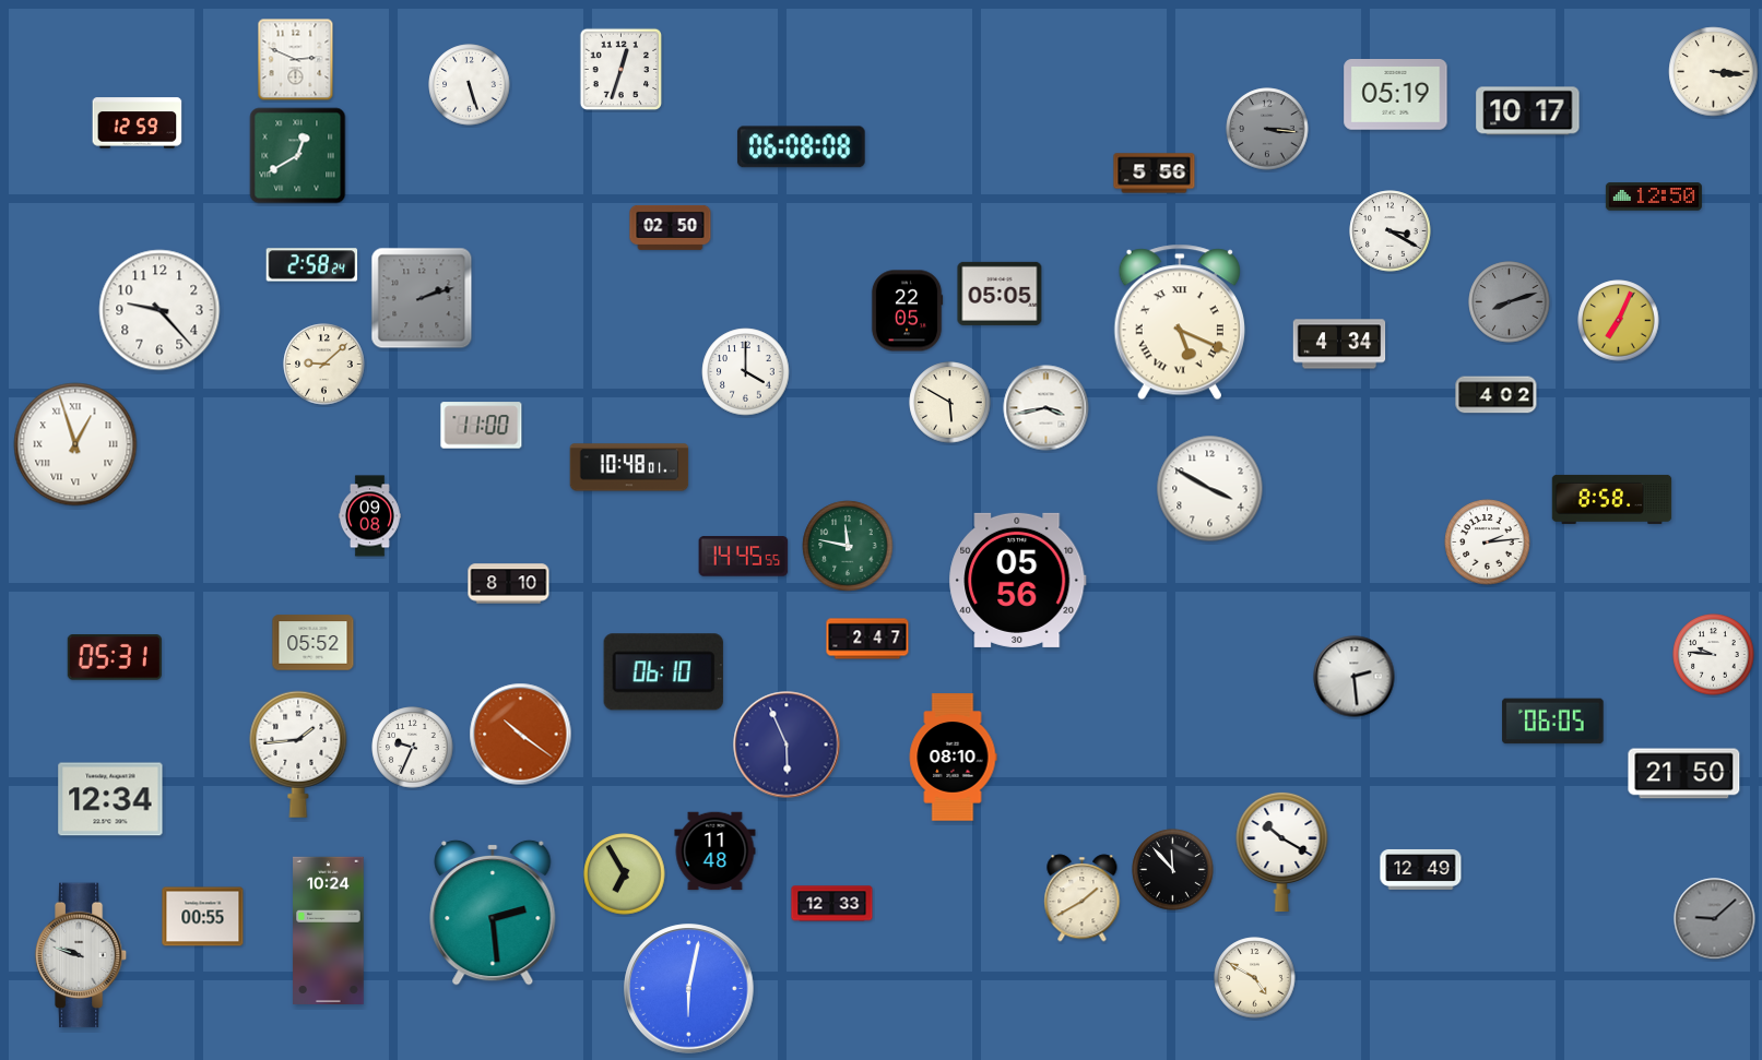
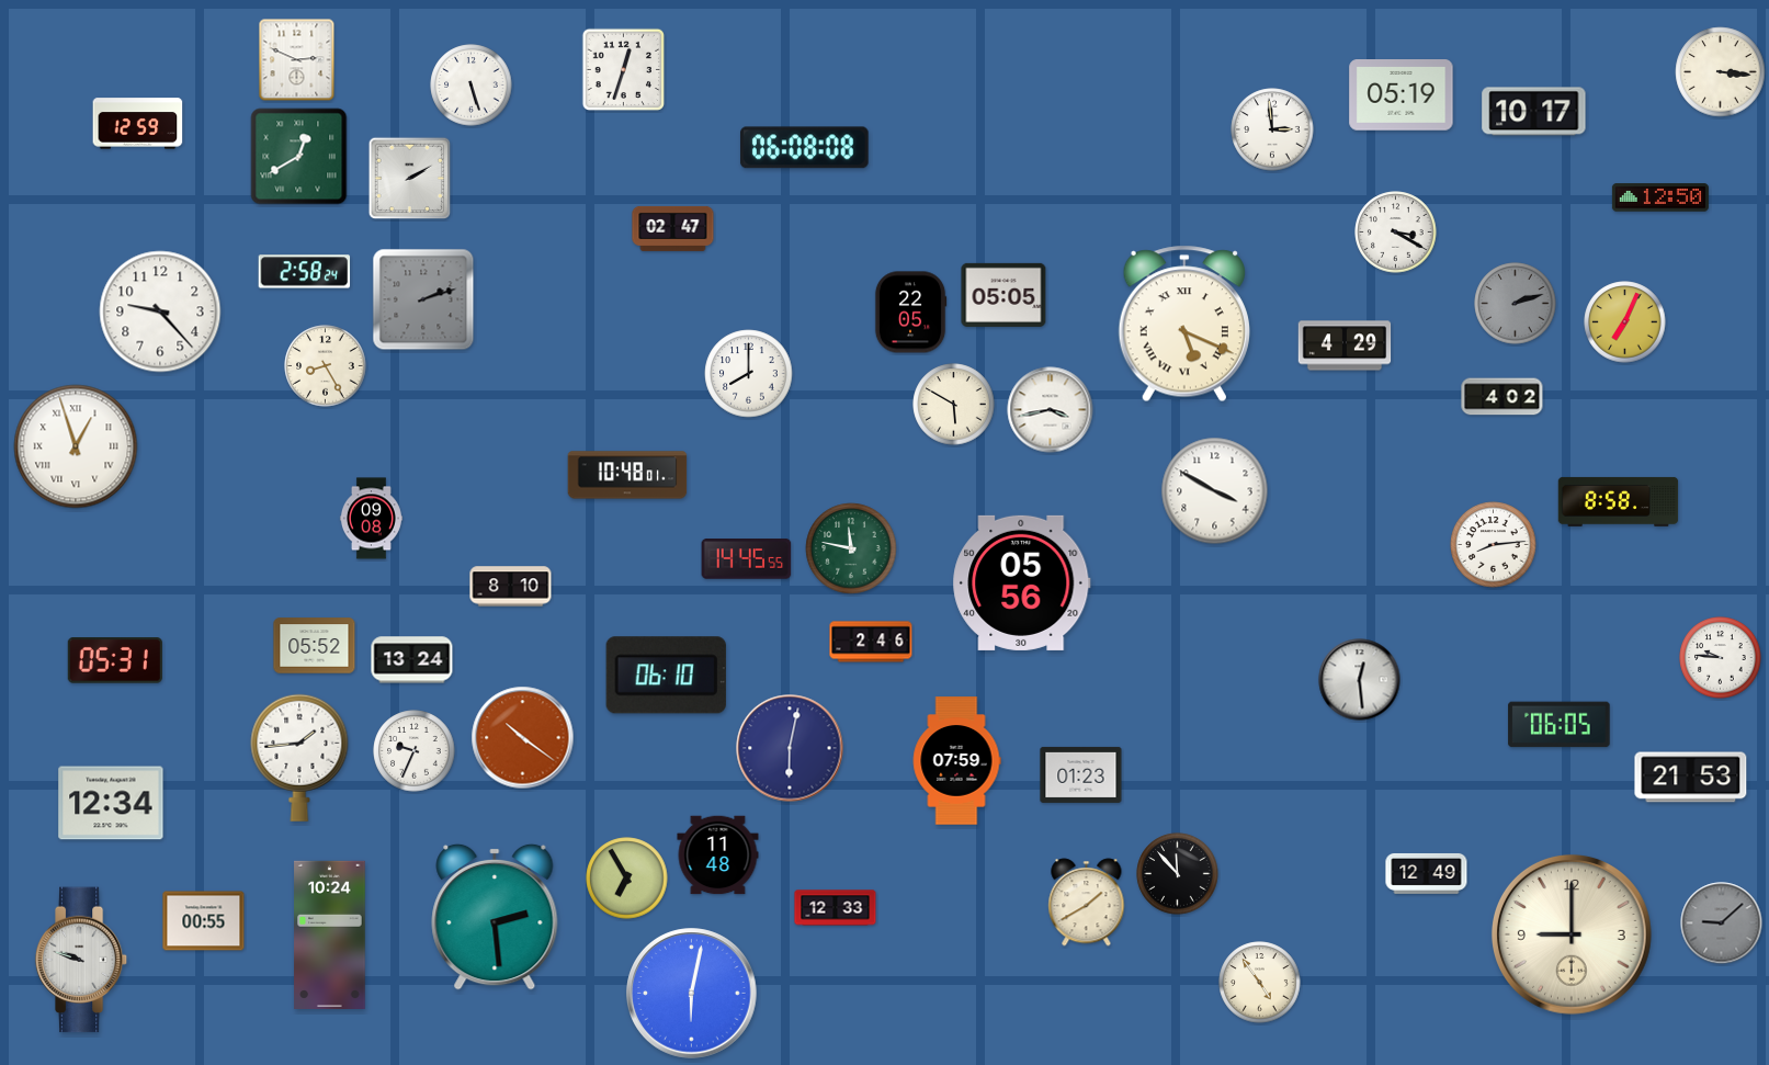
clock at (1267, 129): 3:16 -> 2:59
clock at (1267, 129) dial: grey -> white
clock at (1155, 174): 5:56 -> none
clock at (410, 179): none -> 2:10
clock at (671, 227): 02:50 -> 02:47
clock at (312, 265) position: (312, 265) -> (305, 272)
clock at (1510, 302): 8:12 -> 2:12
clock at (1339, 344): 4:34 -> 4:29
clock at (324, 365): 9:08 -> 8:25
clock at (746, 372): 4:00 -> 8:00
clock at (482, 426): 11:00 -> none
clock at (629, 467) position: (629, 467) -> (627, 475)
clock at (1488, 543): 2:14 -> 8:14
clock at (867, 639): 2:47 -> 2:46
clock at (412, 660): none -> 13:24
clock at (1355, 677): 2:29 -> 12:29
clock at (787, 745): 5:56 -> 6:02
clock at (953, 758): 08:10 -> 07:59
clock at (1081, 774): none -> 01:23
clock at (1684, 774): 21:50 -> 21:53
clock at (1282, 851): 10:20 -> none
clock at (1572, 934): none -> 9:00
clock at (1255, 978): 4:50 -> 4:54
